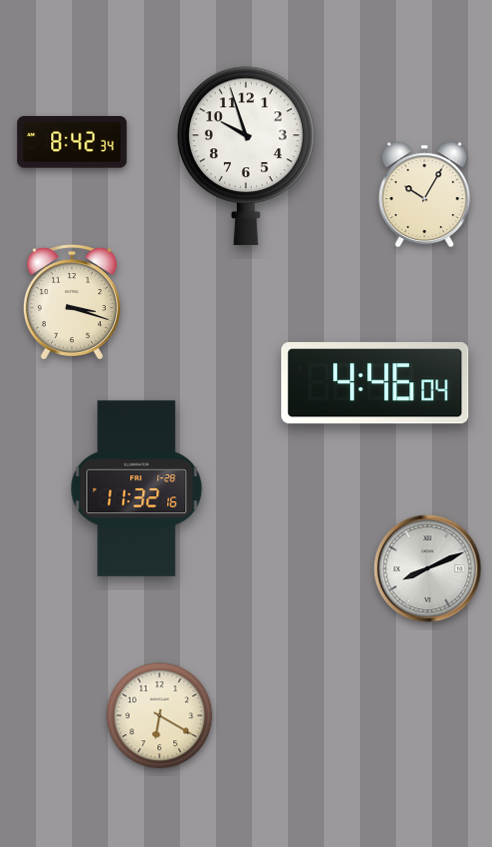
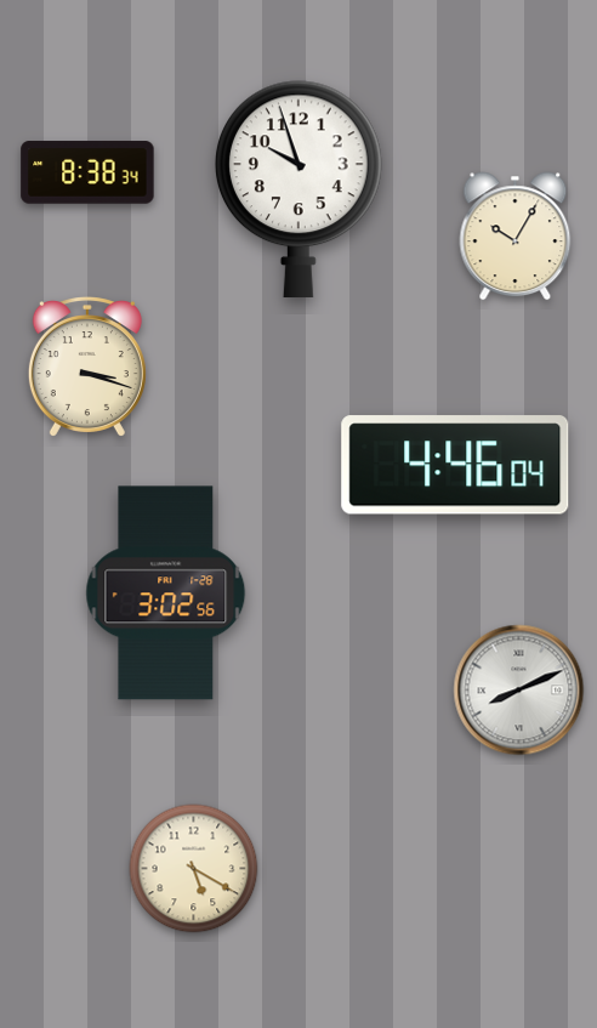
clock at (72, 142): 8:42 -> 8:38
clock at (137, 489): 11:32 -> 3:02
clock at (160, 716): 6:20 -> 5:20
